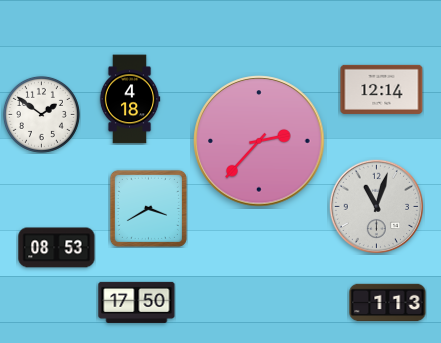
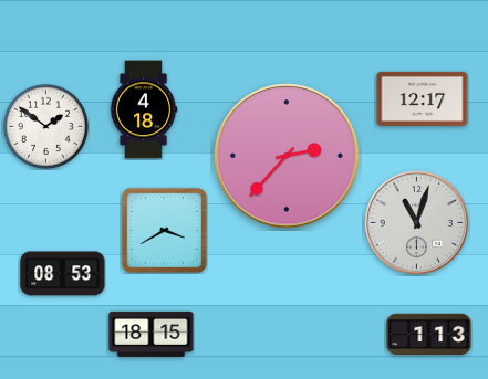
clock at (382, 89): 12:14 -> 12:17
clock at (376, 206) position: (376, 206) -> (416, 222)
clock at (137, 302): 17:50 -> 18:15
